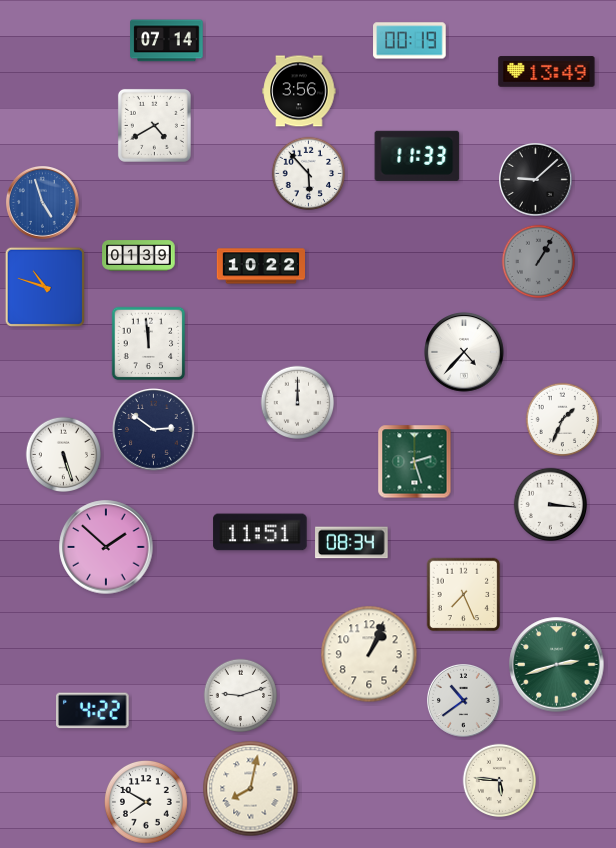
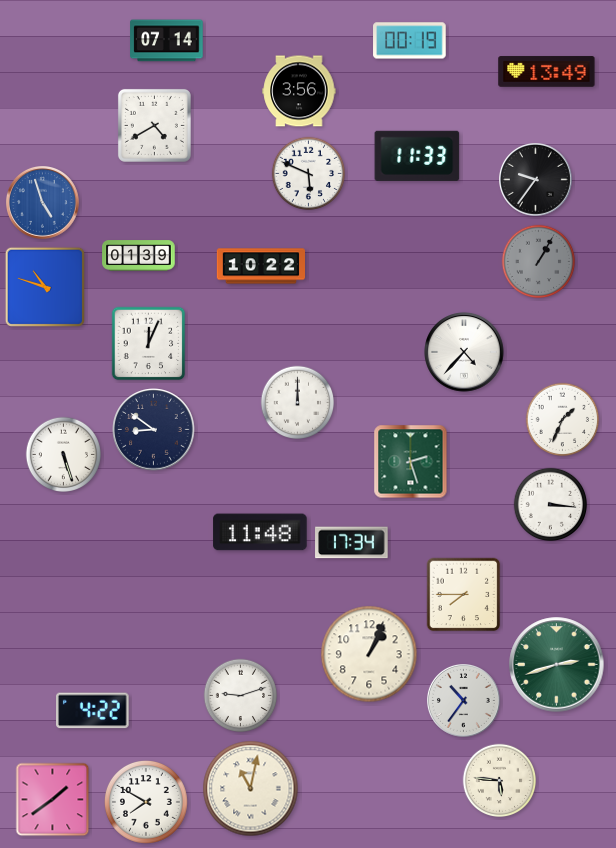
clock at (309, 174): 5:53 -> 5:49
clock at (536, 180): 9:08 -> 9:36
clock at (149, 344): 11:59 -> 12:04
clock at (154, 430): 2:51 -> 8:51
clock at (415, 462) position: (415, 462) -> (411, 462)
clock at (260, 532): 11:51 -> 11:48
clock at (352, 543): 08:34 -> 17:34
clock at (106, 547): 1:52 -> none
clock at (464, 595): 7:26 -> 7:45
clock at (464, 701): 10:39 -> 10:36
clock at (251, 789): 8:02 -> 11:02
clock at (53, 800): none -> 1:39
